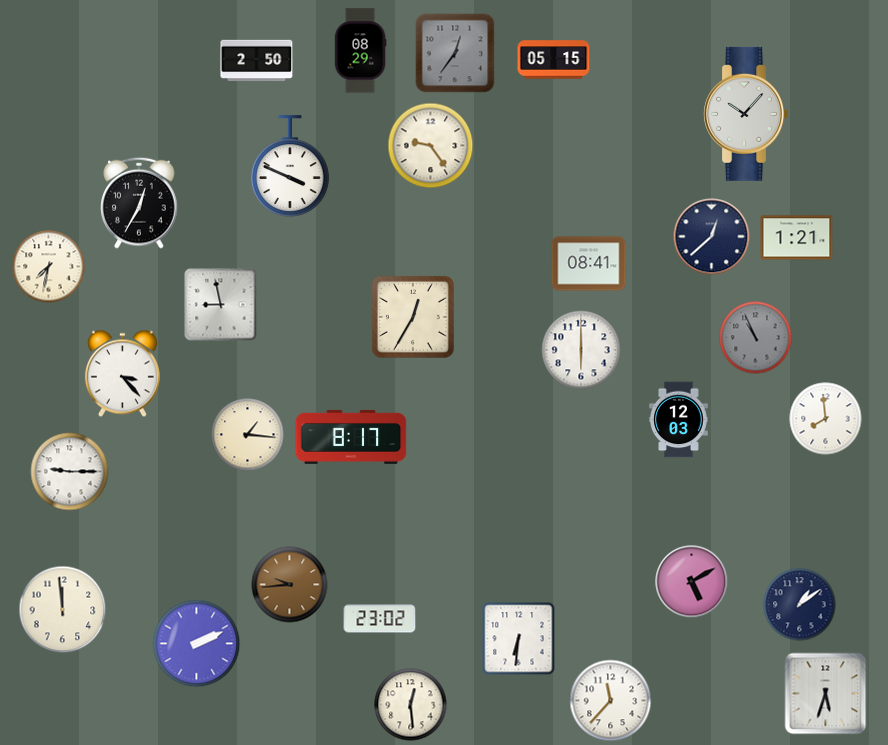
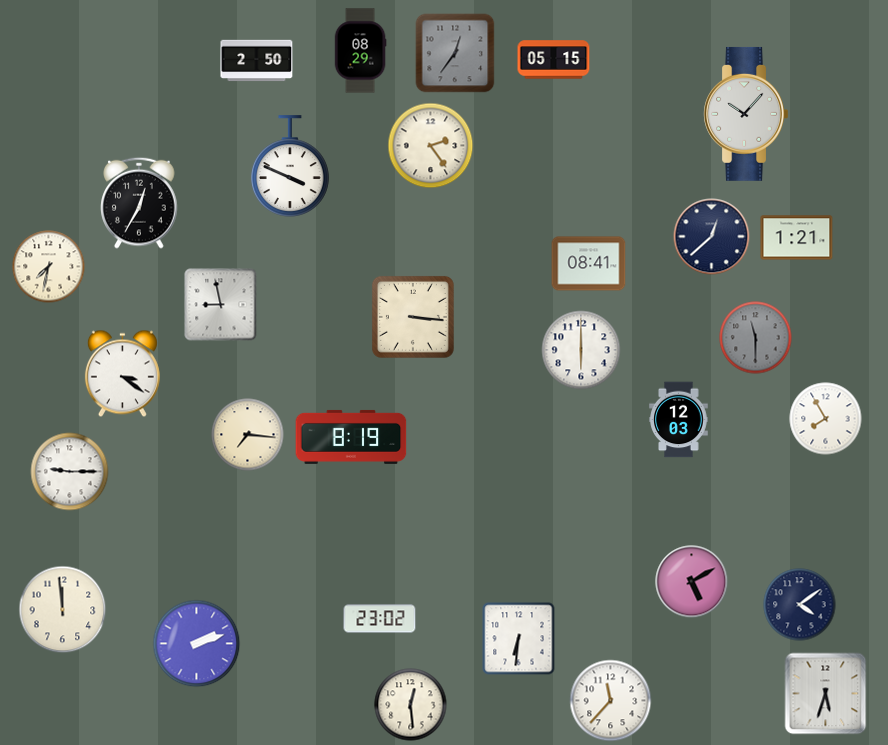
clock at (431, 146): 9:24 -> 2:24
clock at (413, 317): 12:35 -> 3:16
clock at (756, 338): 10:56 -> 11:30
clock at (122, 374): 3:23 -> 3:21
clock at (826, 419): 7:59 -> 7:55
clock at (248, 435): 1:16 -> 7:16
clock at (351, 437): 8:17 -> 8:19
clock at (290, 585): 9:44 -> none
clock at (800, 605): 1:09 -> 4:09
clock at (197, 644): 2:11 -> 2:12
